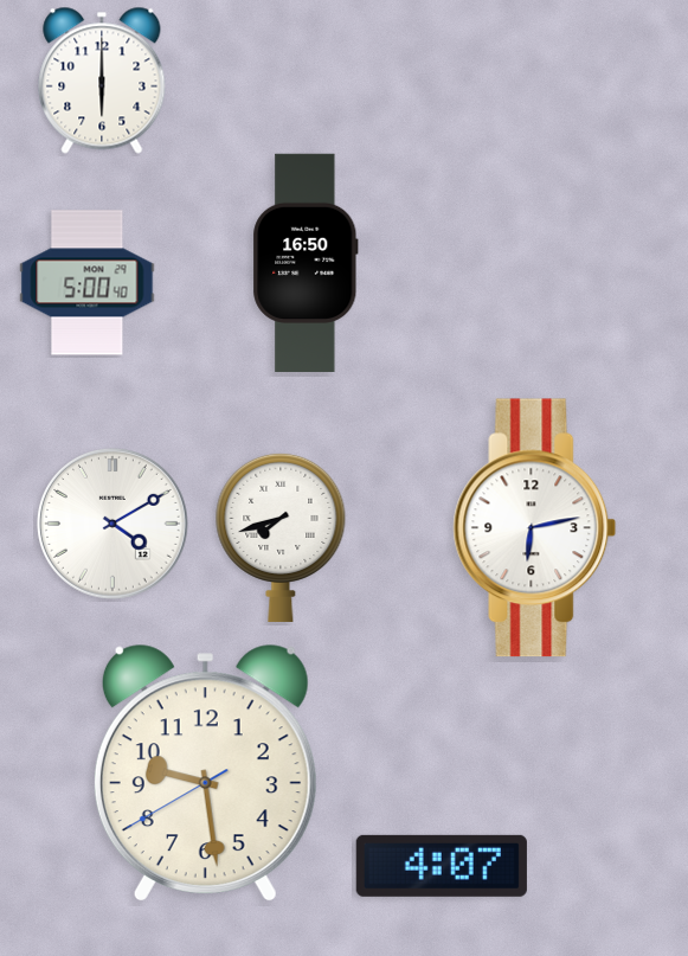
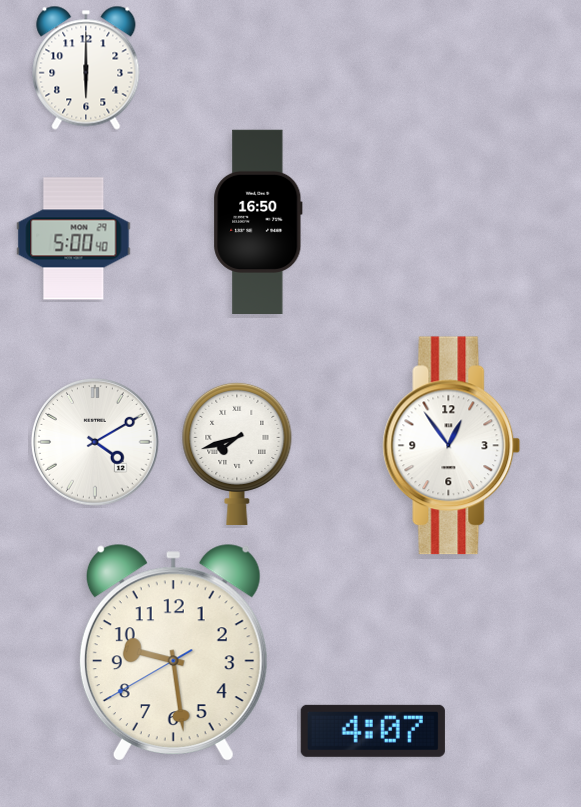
clock at (535, 528): 6:13 -> 12:54
